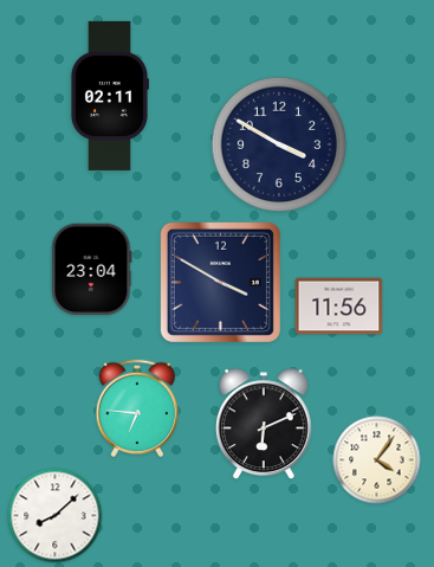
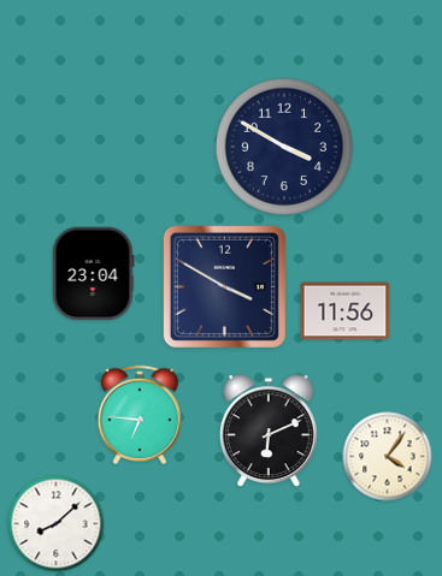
clock at (109, 96): 02:11 -> none
clock at (377, 460) position: (377, 460) -> (388, 457)
